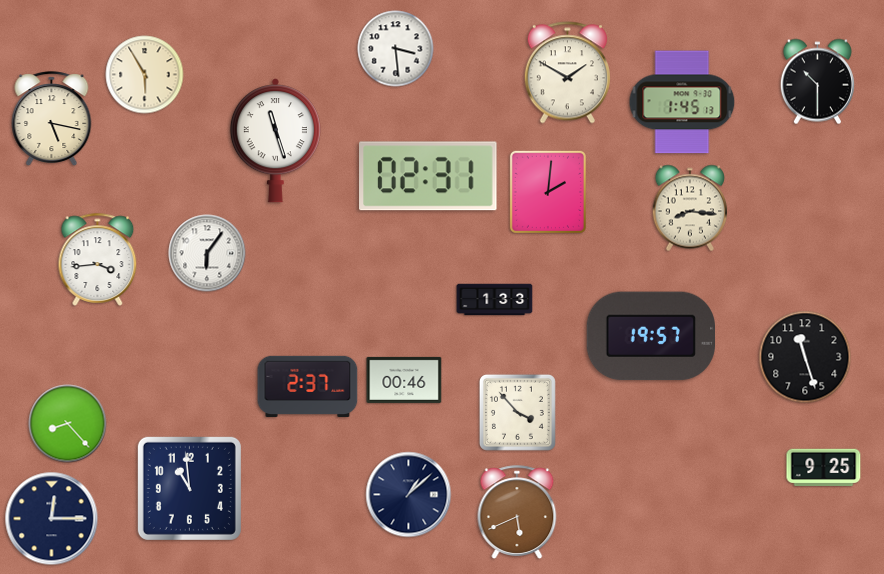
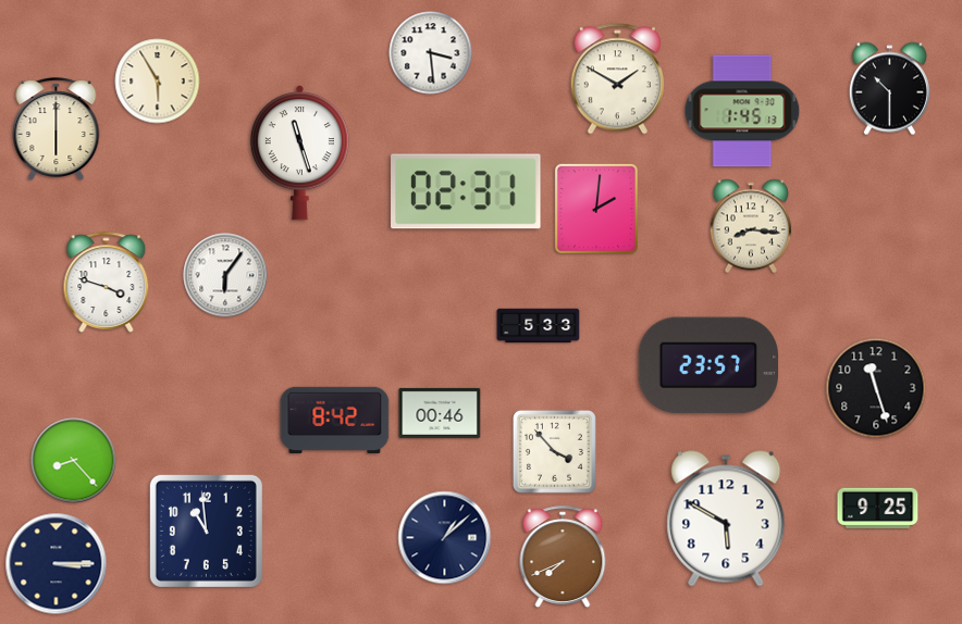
clock at (52, 118): 5:17 -> 6:00
clock at (98, 259): 3:44 -> 3:48
clock at (495, 300): 1:33 -> 5:33
clock at (650, 336): 19:57 -> 23:57
clock at (308, 386): 2:37 -> 8:42
clock at (517, 412) position: (517, 412) -> (554, 451)
clock at (824, 468) position: (824, 468) -> (878, 509)
clock at (726, 519): none -> 5:50
clock at (517, 512): 5:41 -> 7:41
clock at (52, 519): 12:15 -> 3:15
